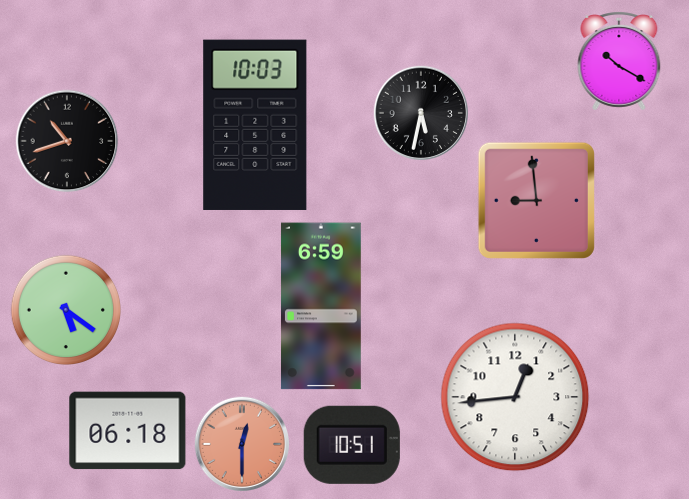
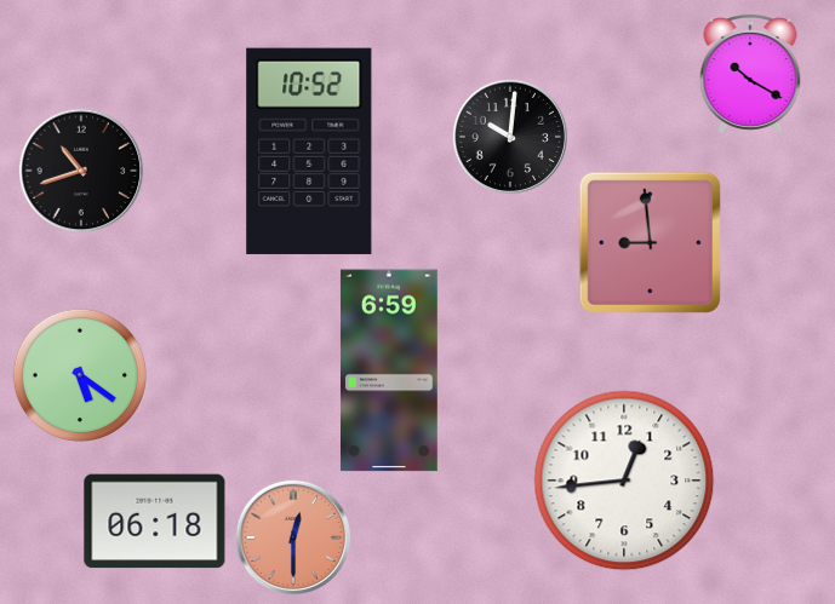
clock at (420, 112): 5:32 -> 10:01
clock at (255, 125): 10:03 -> 10:52
clock at (352, 445): 10:51 -> none
